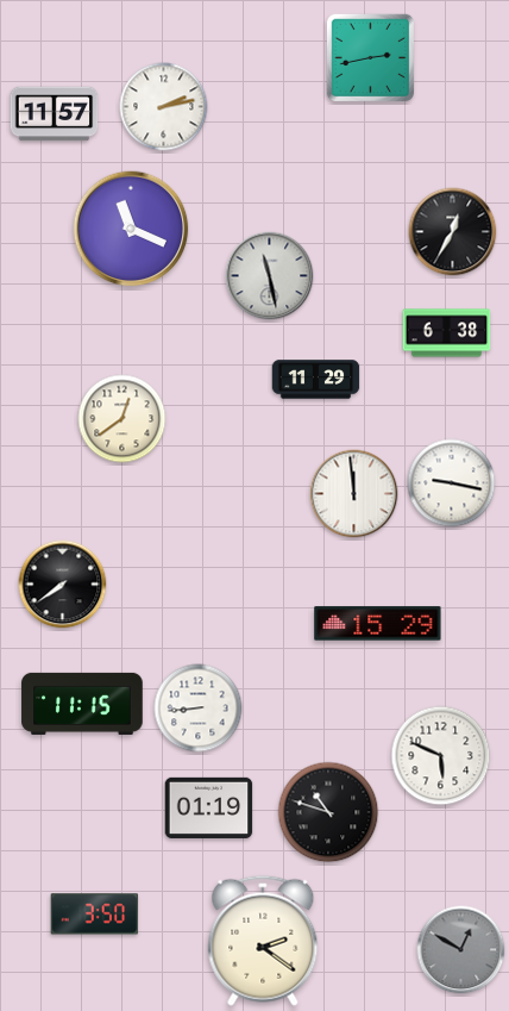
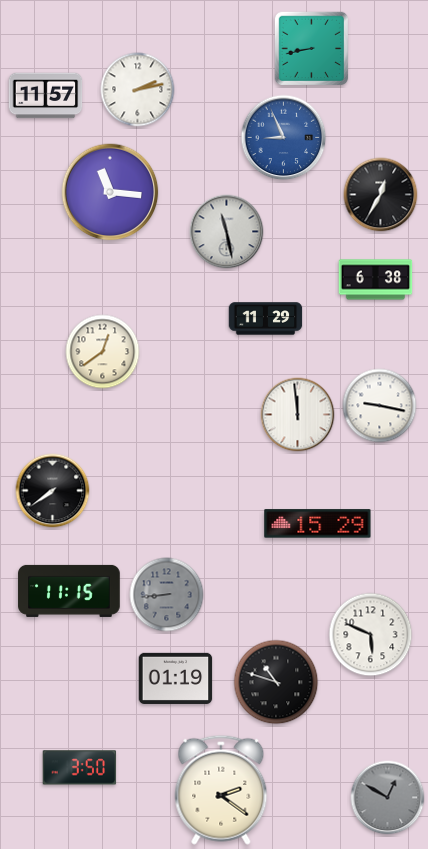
clock at (371, 58): 2:43 -> 8:43
clock at (284, 138): none -> 8:56
clock at (131, 229): 11:19 -> 11:16
clock at (199, 709) dial: white -> grey
